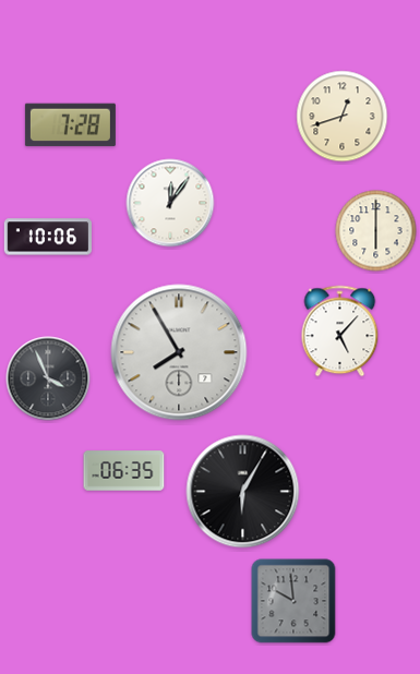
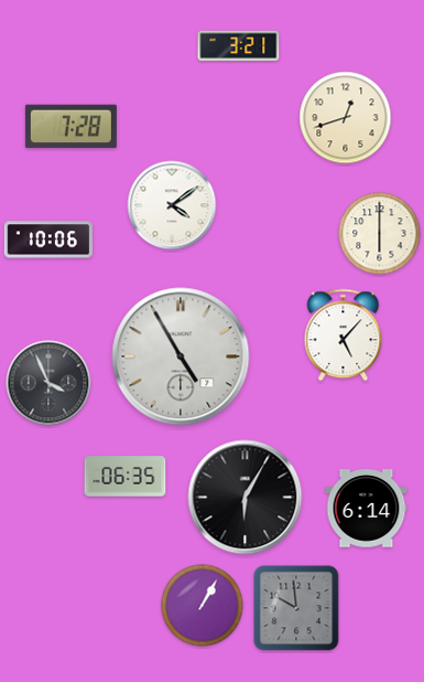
clock at (239, 45): none -> 3:21
clock at (170, 203): 12:06 -> 4:09
clock at (179, 352): 7:55 -> 4:55
clock at (367, 509): none -> 6:14
clock at (203, 606): none -> 1:05
